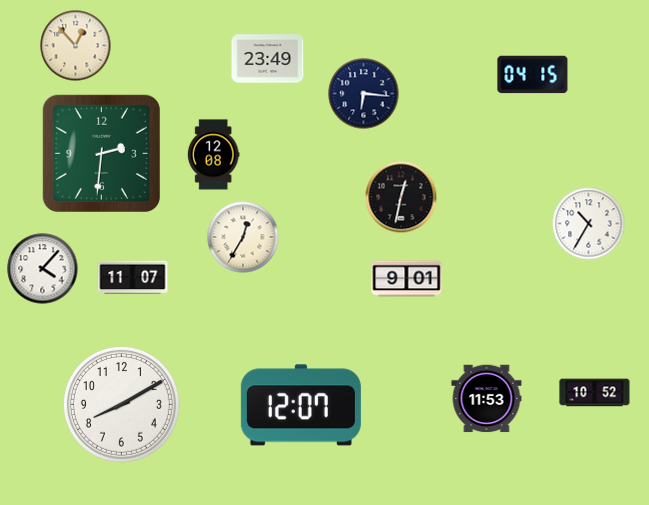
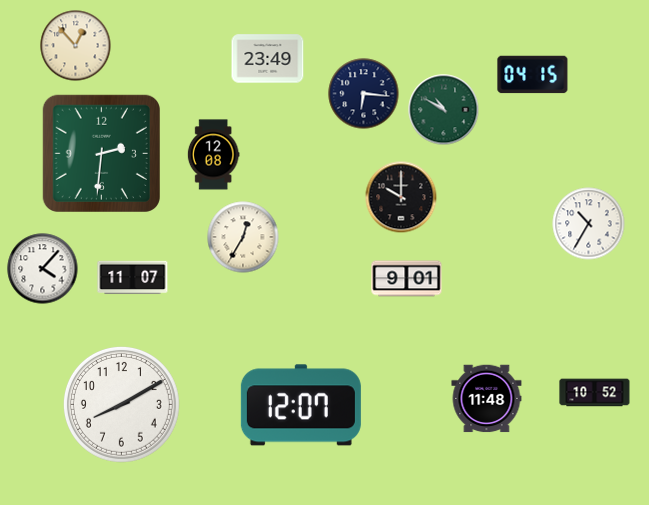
clock at (444, 110): none -> 10:50
clock at (401, 197): 12:32 -> 10:00
clock at (487, 399): 11:53 -> 11:48
